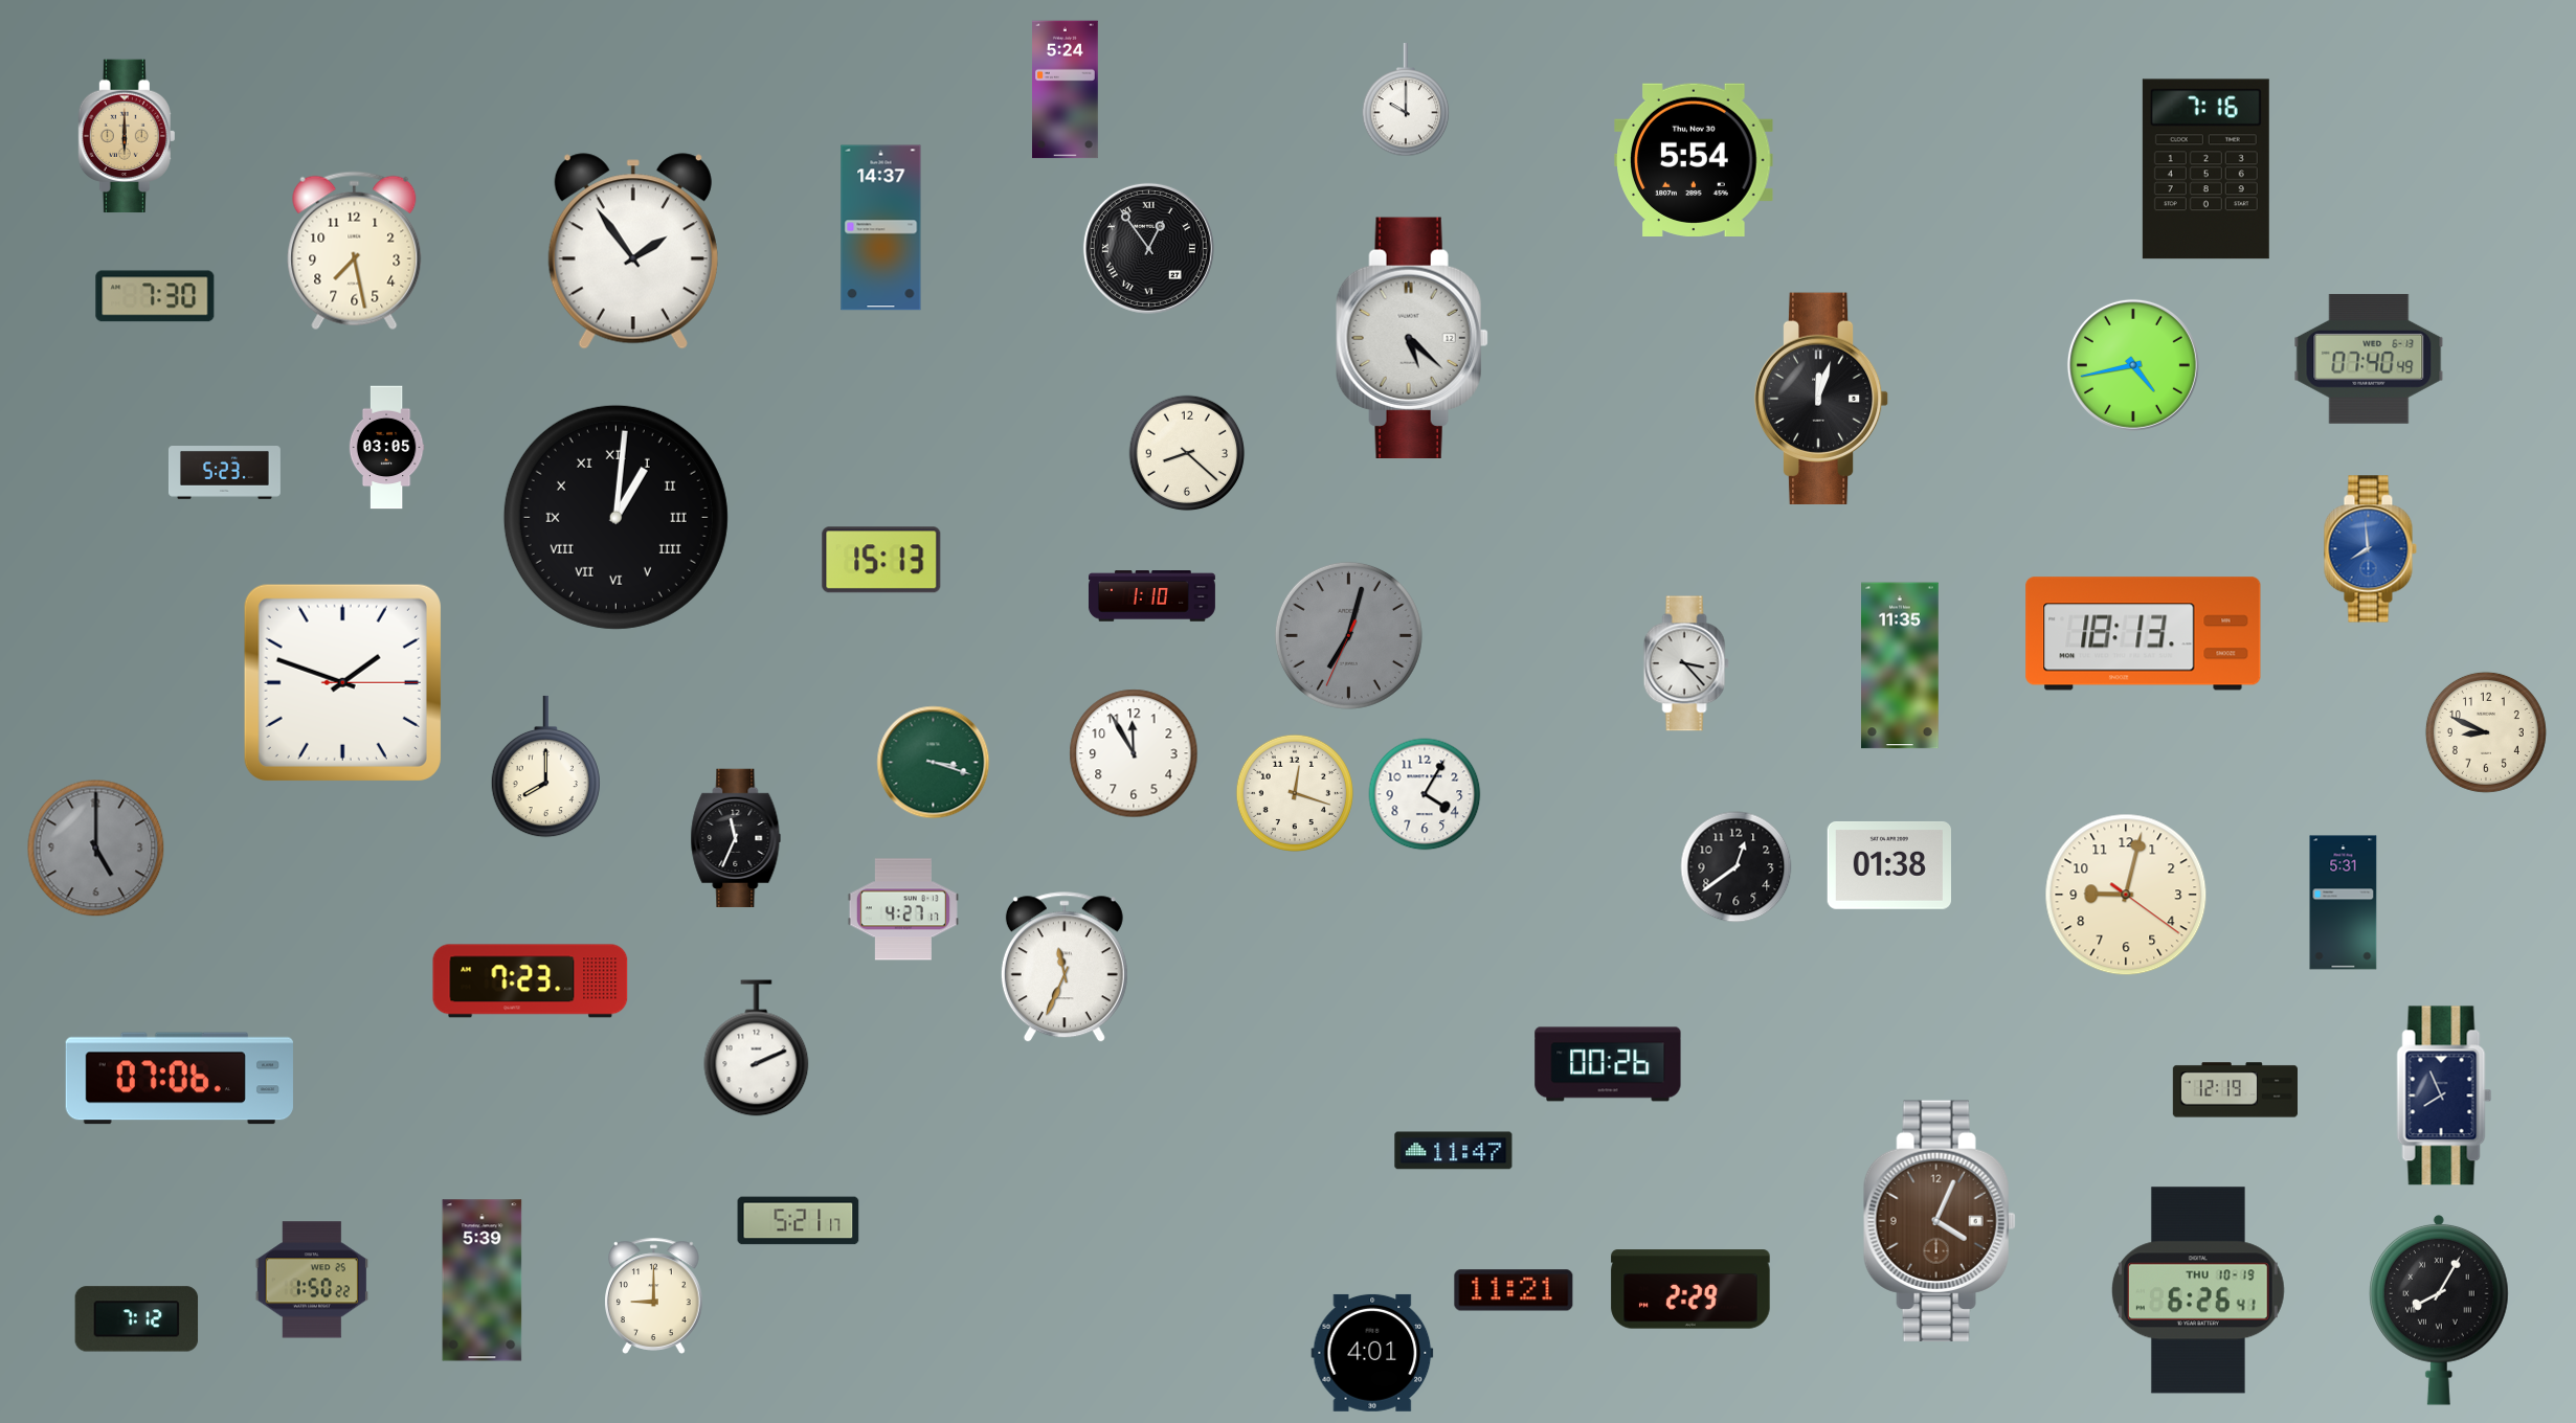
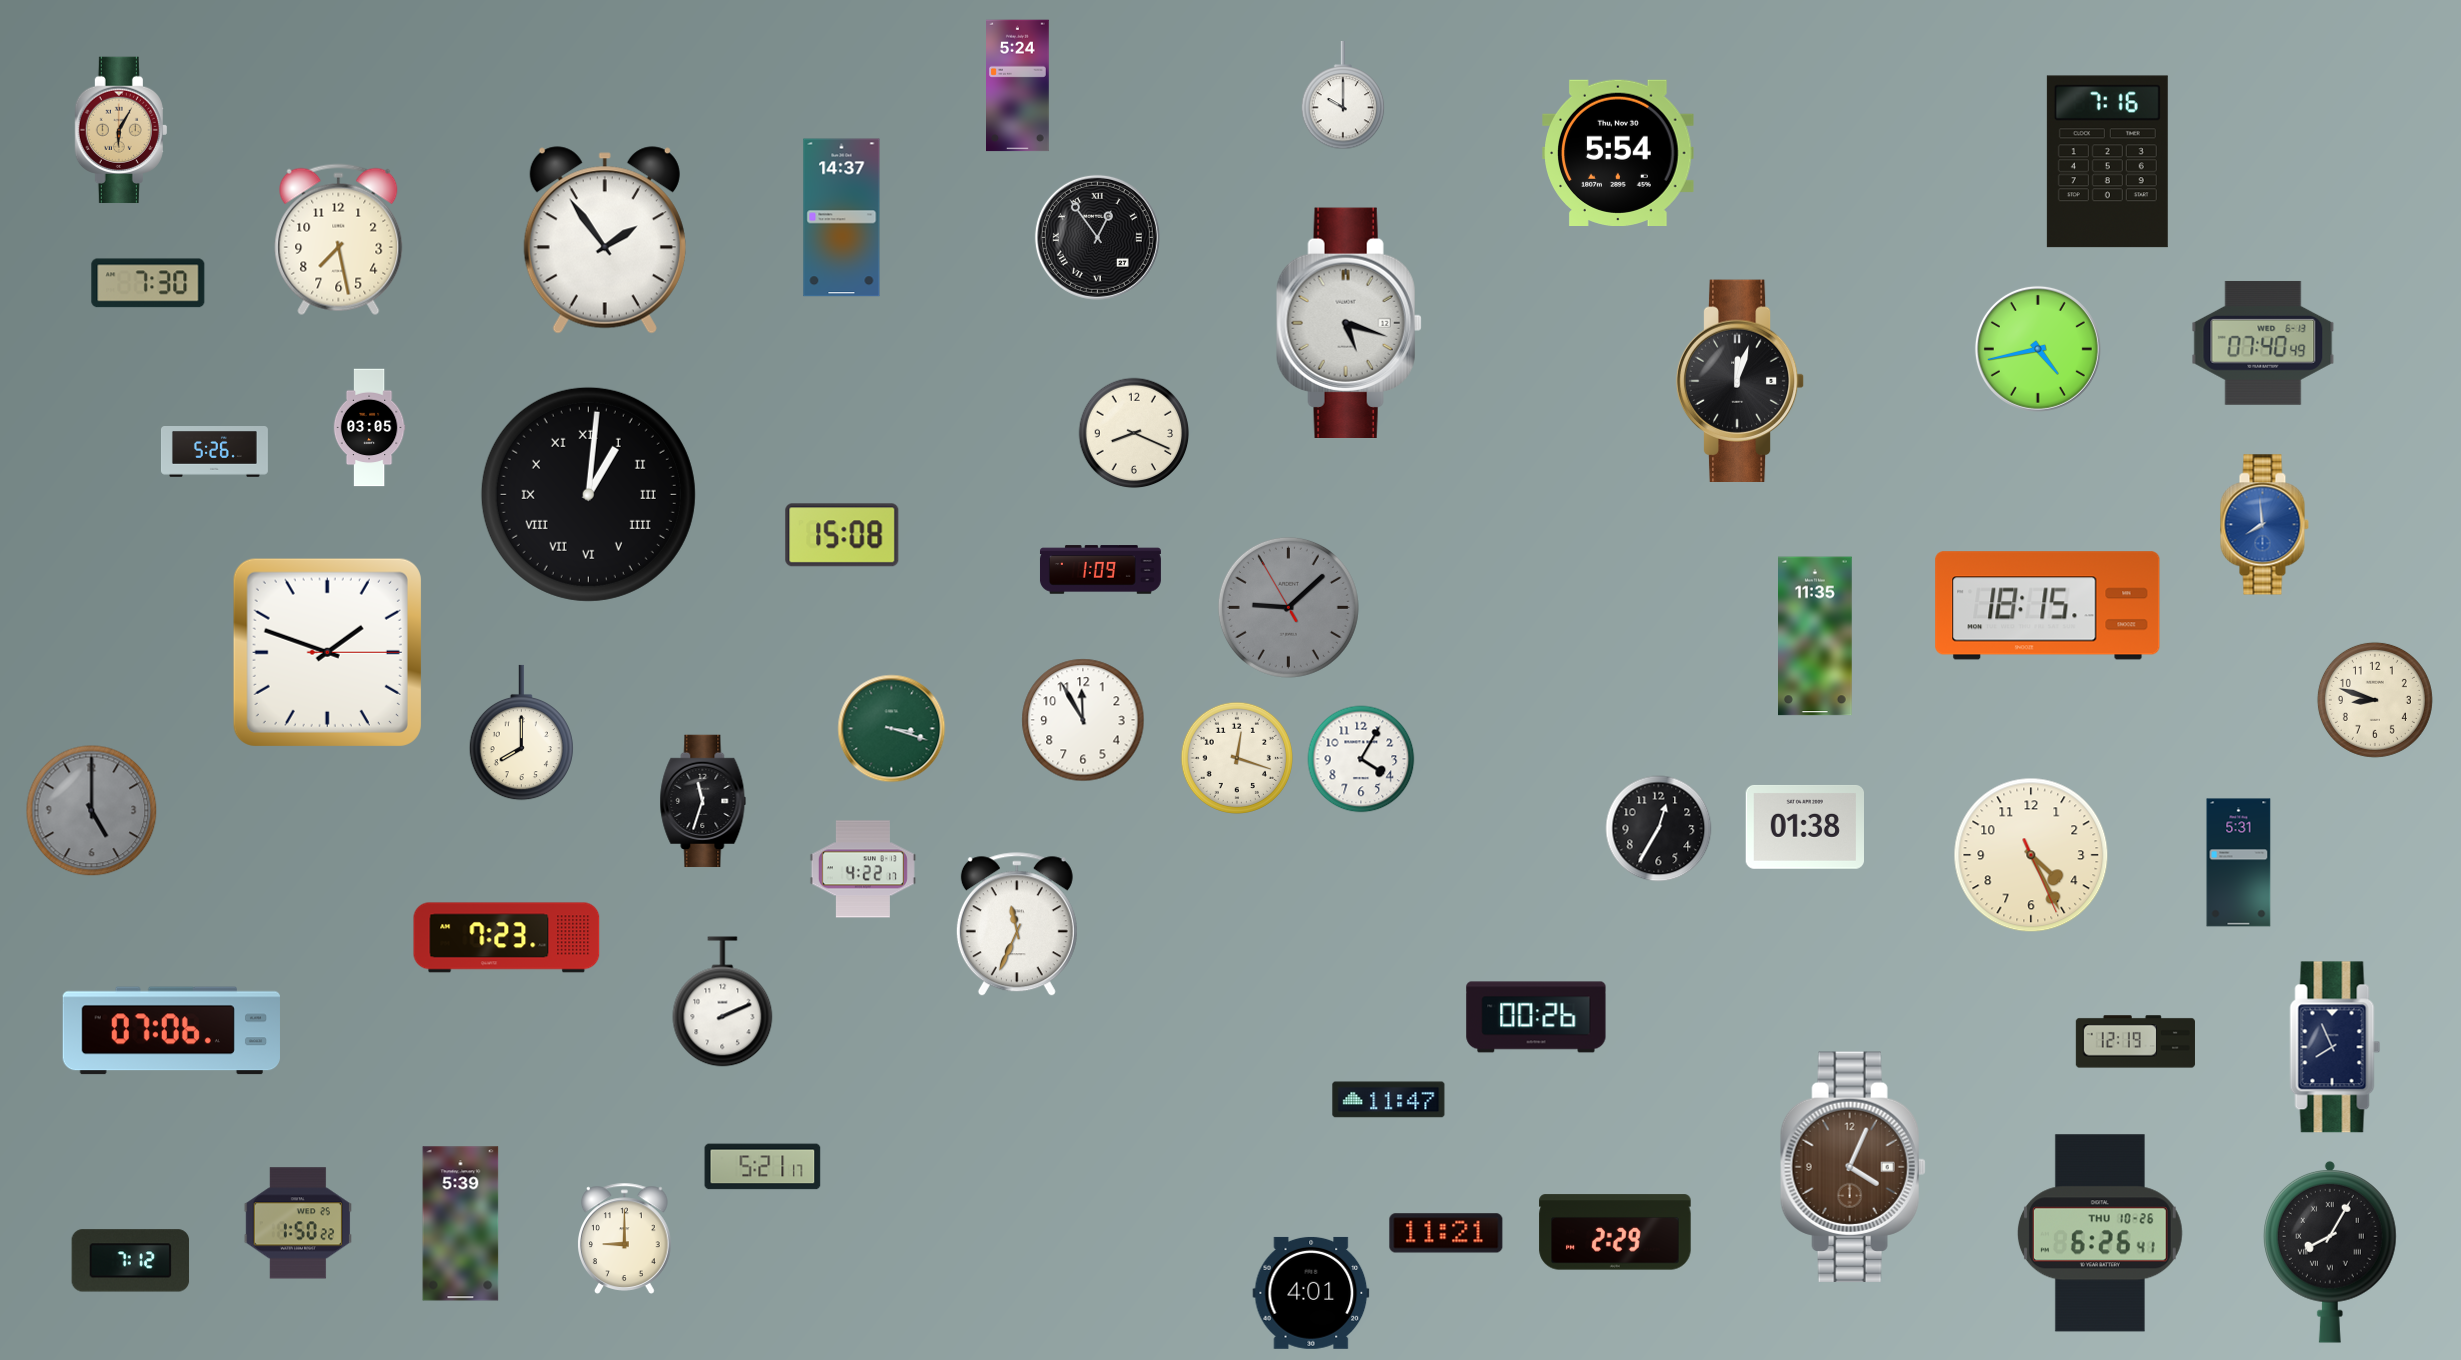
clock at (127, 136): 6:00 -> 6:05
clock at (1412, 337): 5:22 -> 5:18
clock at (1187, 453): 8:22 -> 8:19
clock at (224, 473): 5:23 -> 5:26
clock at (881, 560): 15:13 -> 15:08
clock at (1151, 596): 1:10 -> 1:09
clock at (2144, 634): 18:13 -> 18:15
clock at (1348, 635): 7:02 -> 9:07
clock at (1686, 663): 3:23 -> none
clock at (2486, 732): 8:49 -> 8:48
clock at (736, 838): 11:34 -> 11:33
clock at (1737, 867): 12:39 -> 12:35
clock at (2126, 895): 9:02 -> 4:25
clock at (903, 909): 4:27 -> 4:22
clock at (2198, 1290) date: THU 10-19 -> THU 10-26
